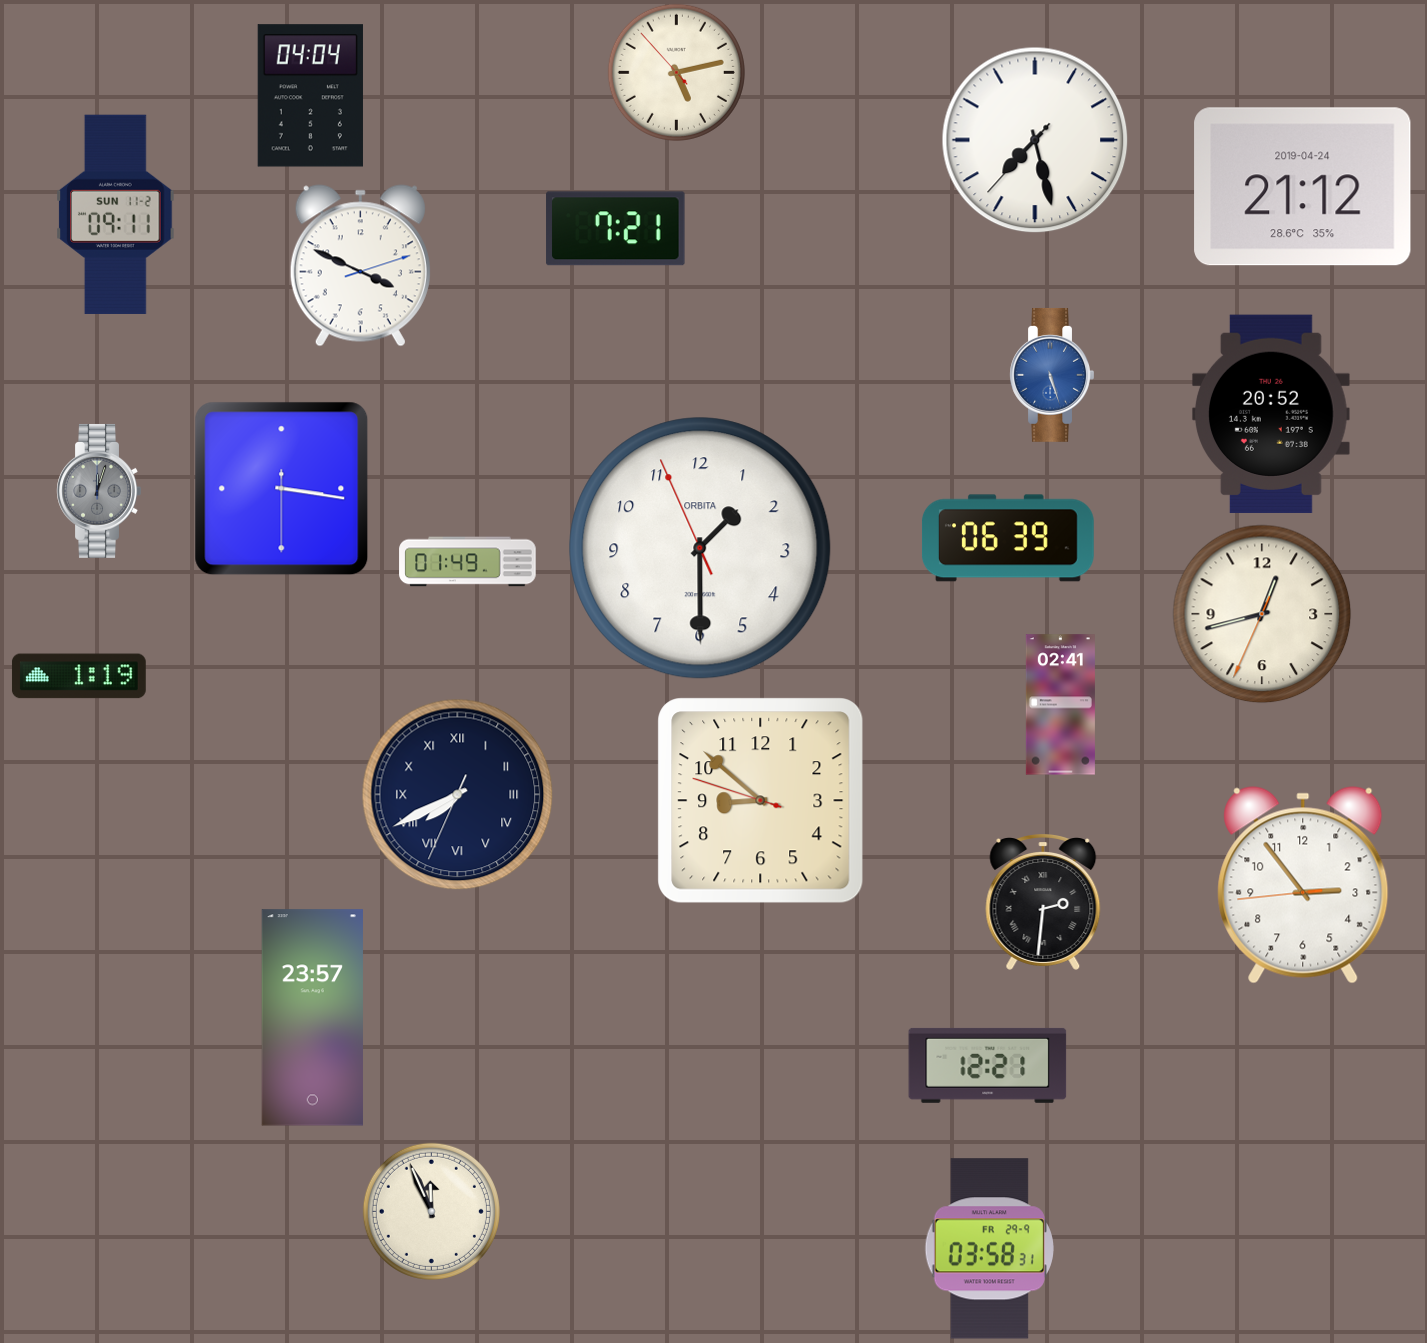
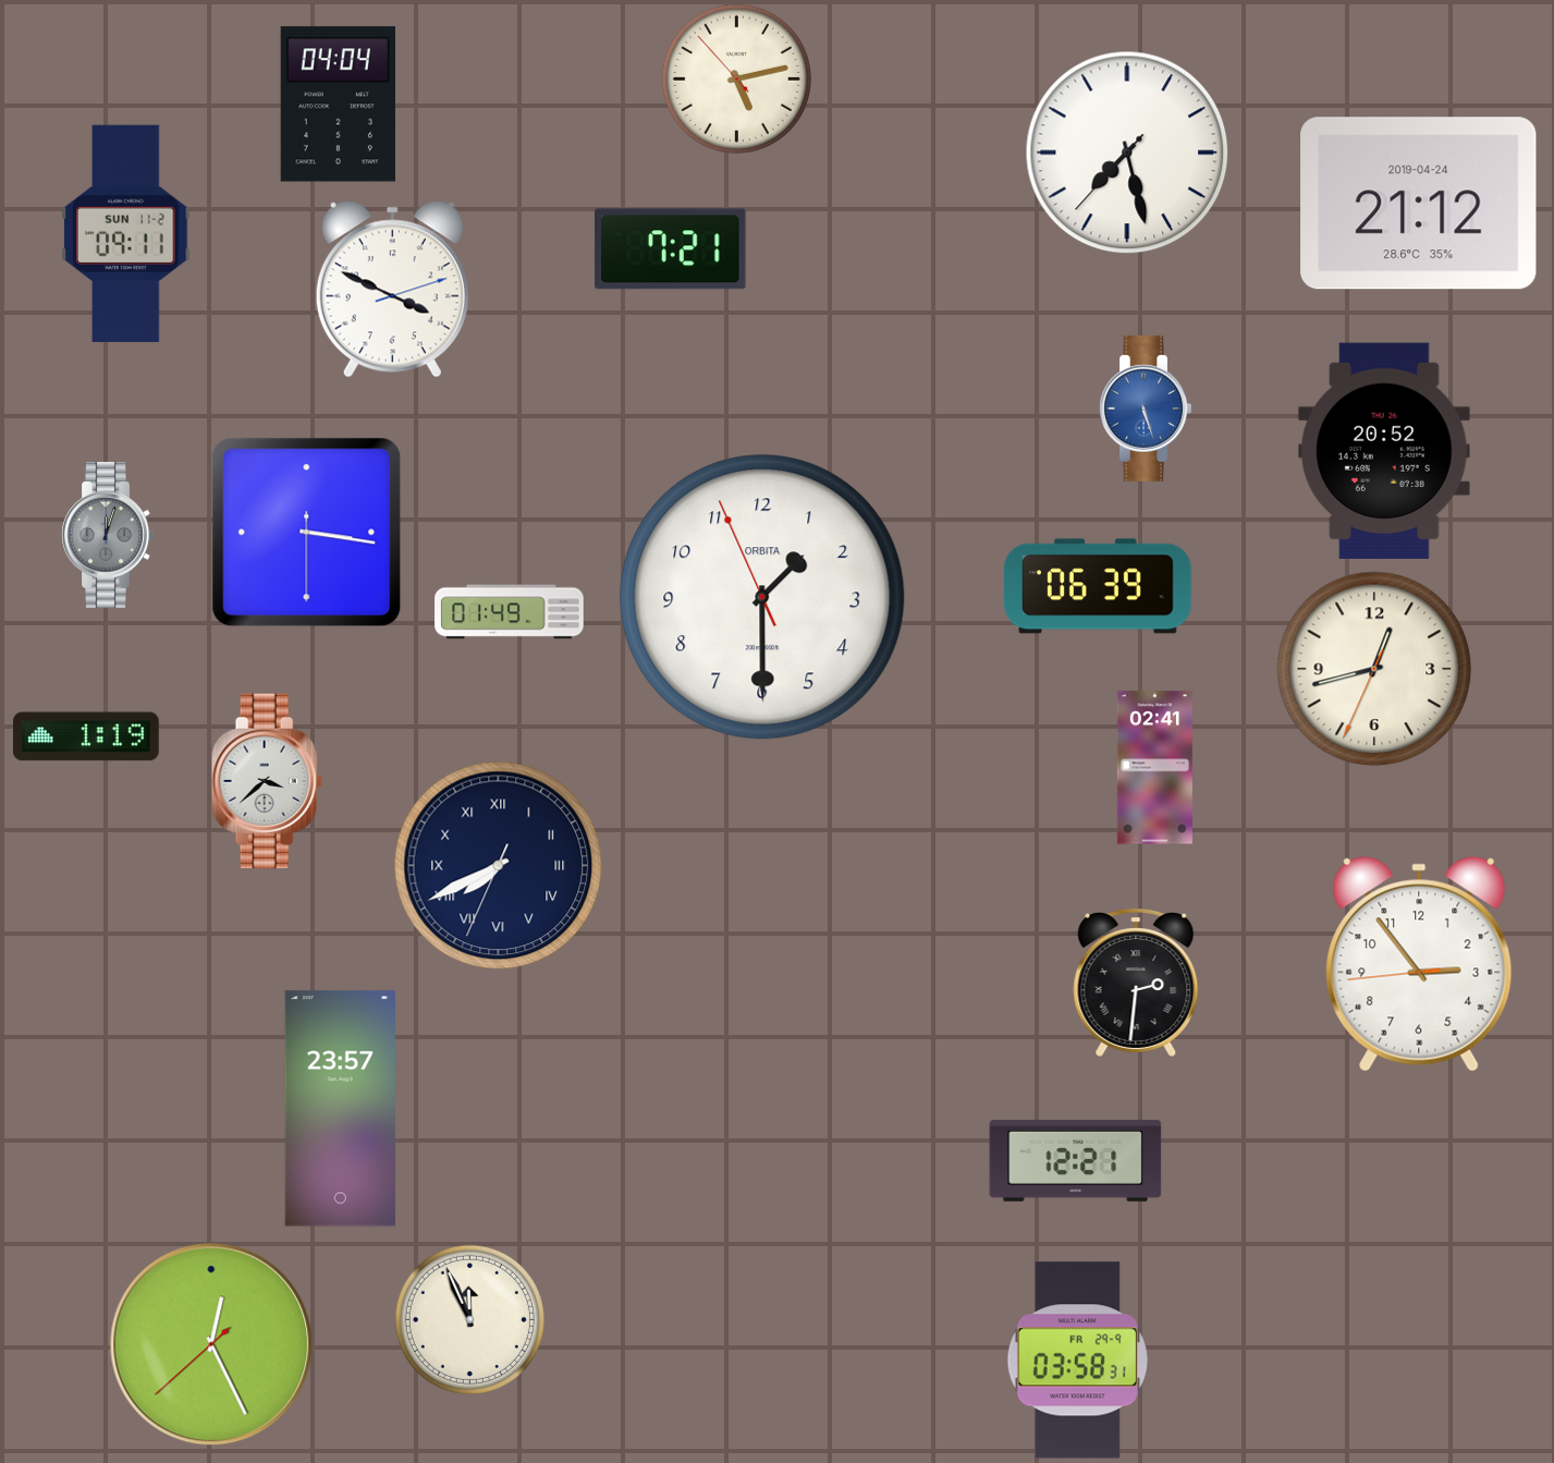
clock at (267, 781): none -> 3:38
clock at (761, 801): 8:51 -> none
clock at (211, 1344): none -> 12:25
